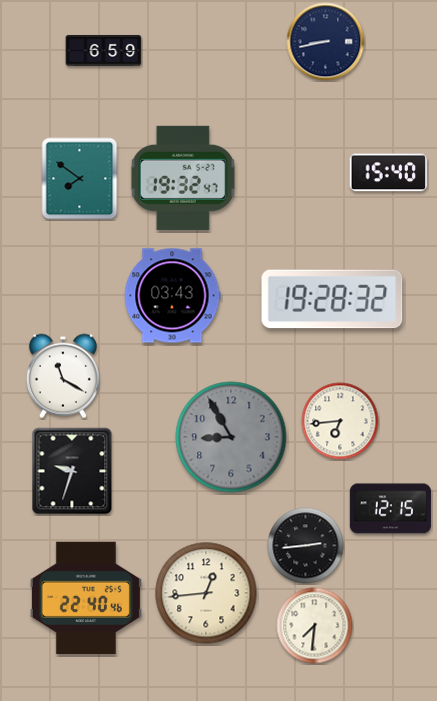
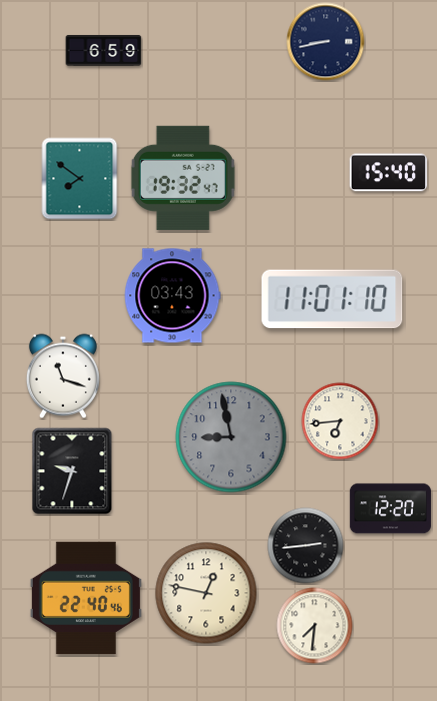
clock at (332, 299): 19:28 -> 11:01
clock at (63, 376): 11:20 -> 11:18
clock at (231, 437): 8:55 -> 8:58
clock at (390, 509): 12:15 -> 12:20
clock at (206, 593): 12:44 -> 12:47
